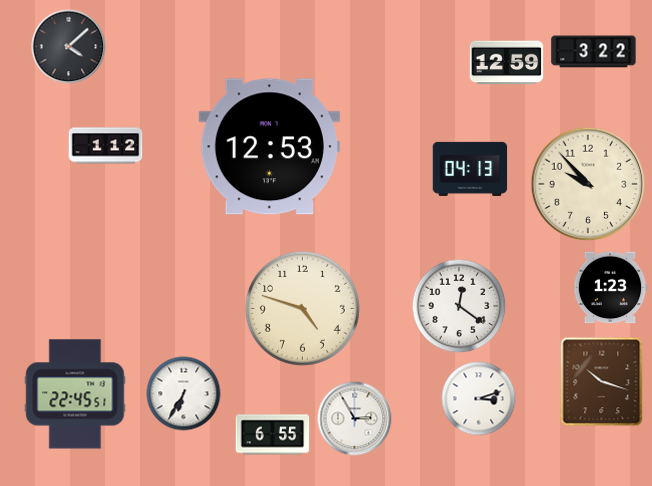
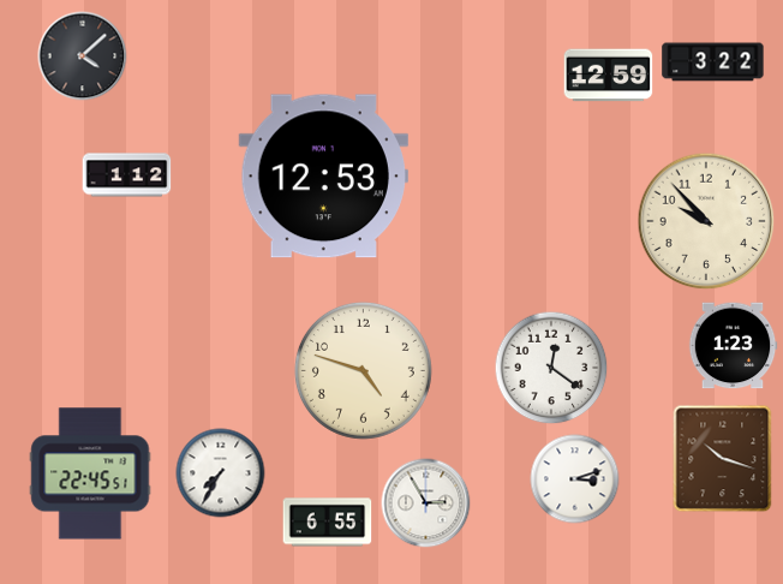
clock at (470, 169): 04:13 -> none
clock at (184, 394): 6:35 -> 7:35
